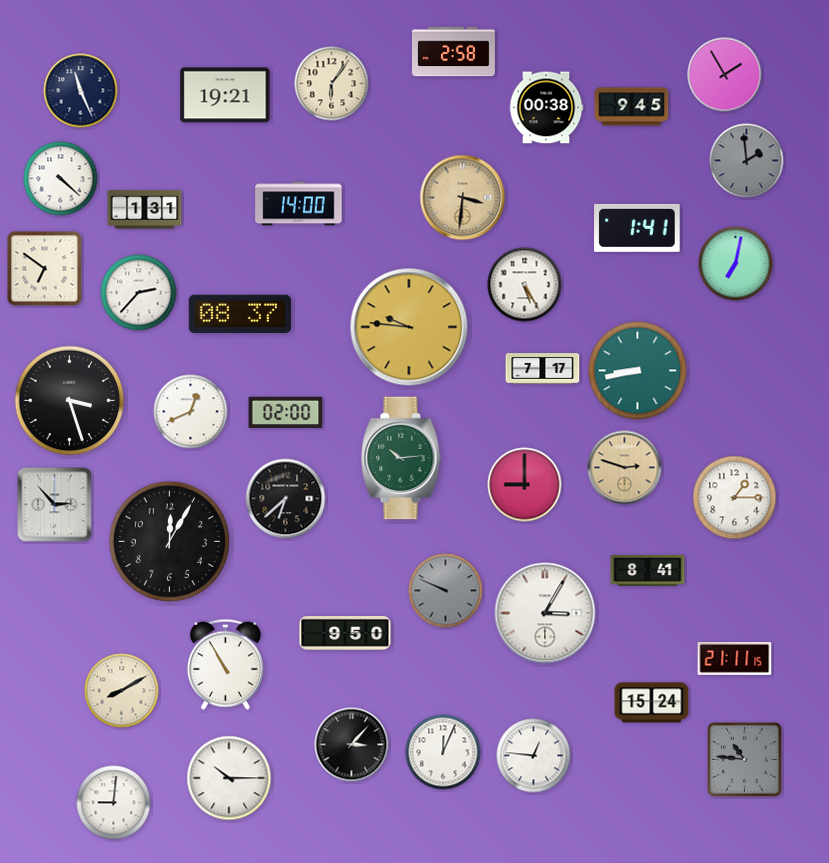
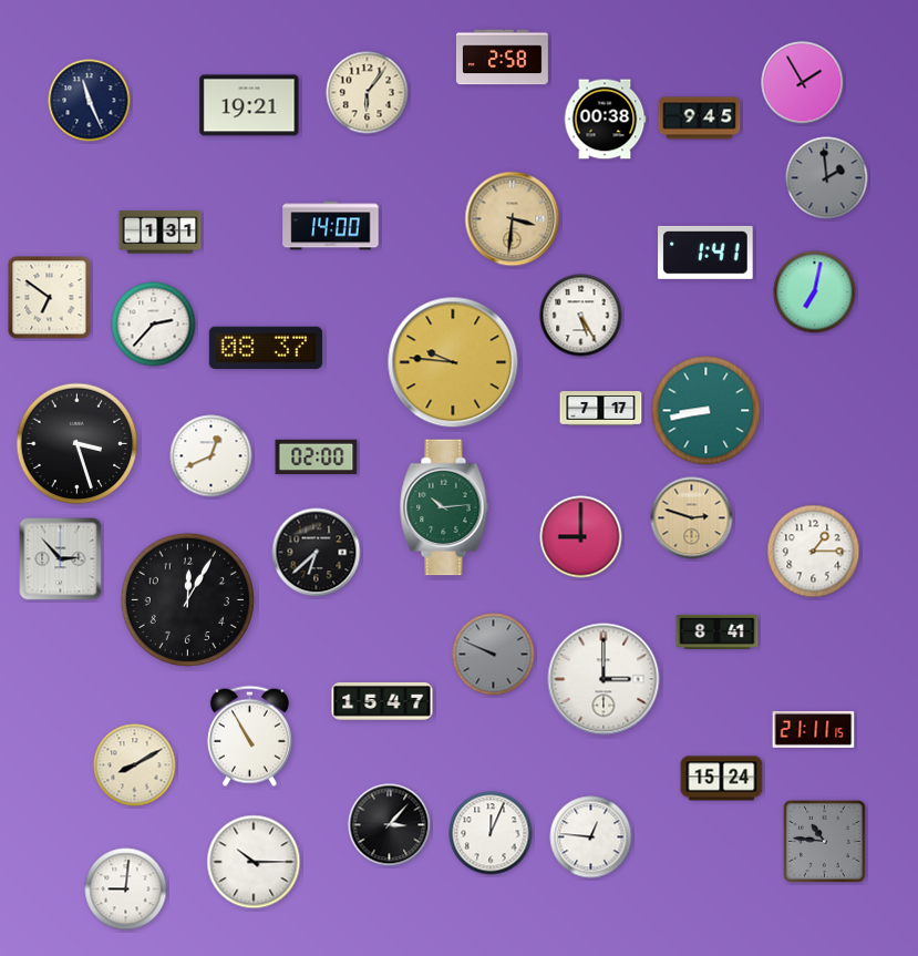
clock at (61, 179): 4:22 -> none
clock at (545, 613): 3:05 -> 3:00
clock at (345, 634): 9:50 -> 15:47
